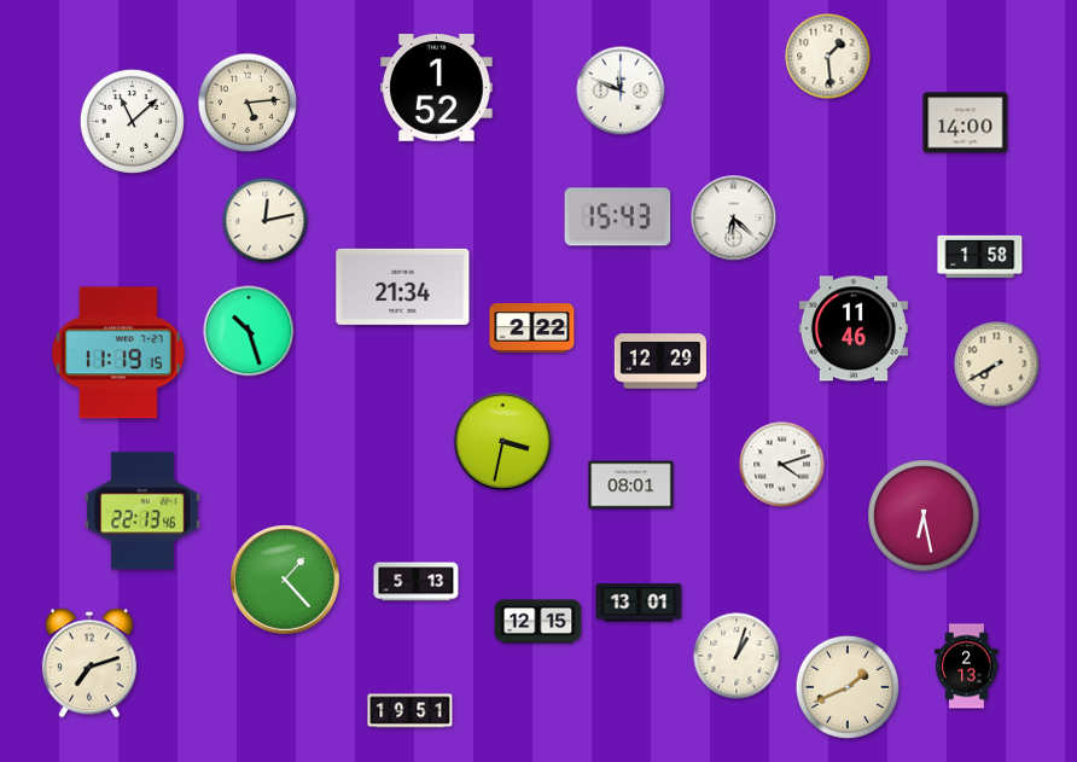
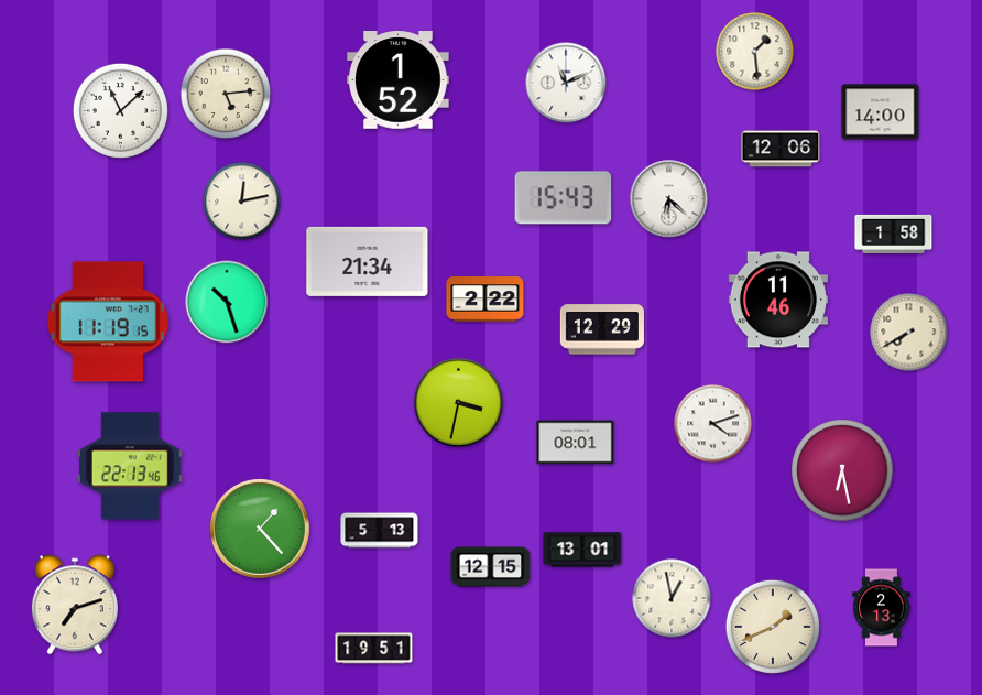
clock at (621, 91): 11:49 -> 11:11
clock at (781, 149): none -> 12:06
clock at (737, 656): 1:03 -> 12:58
clock at (89, 663) position: (89, 663) -> (75, 605)
